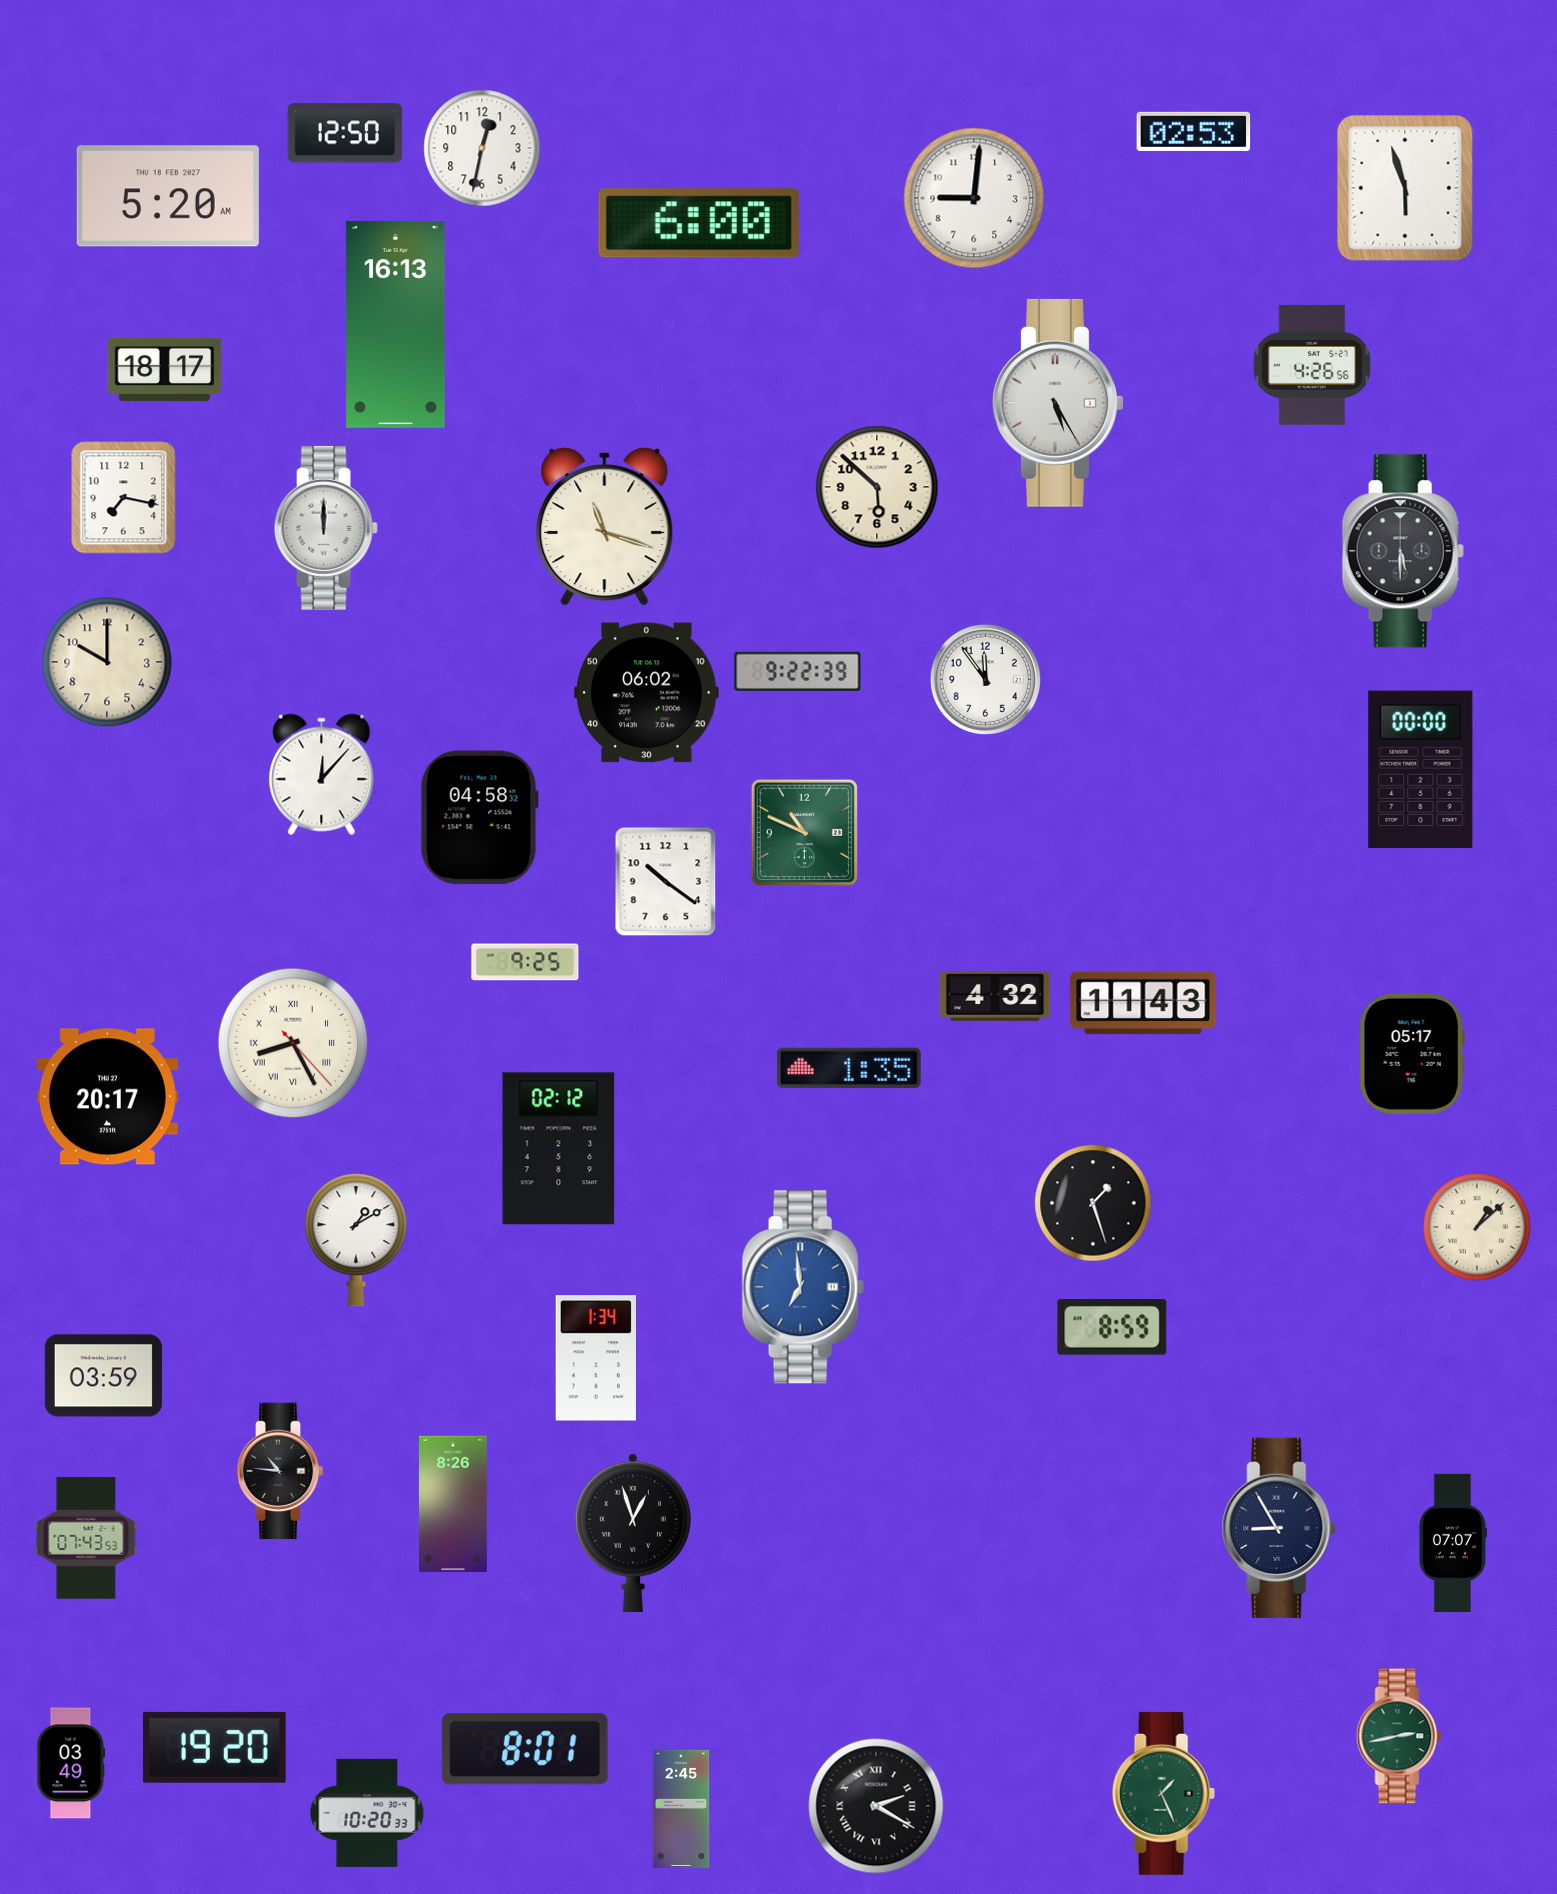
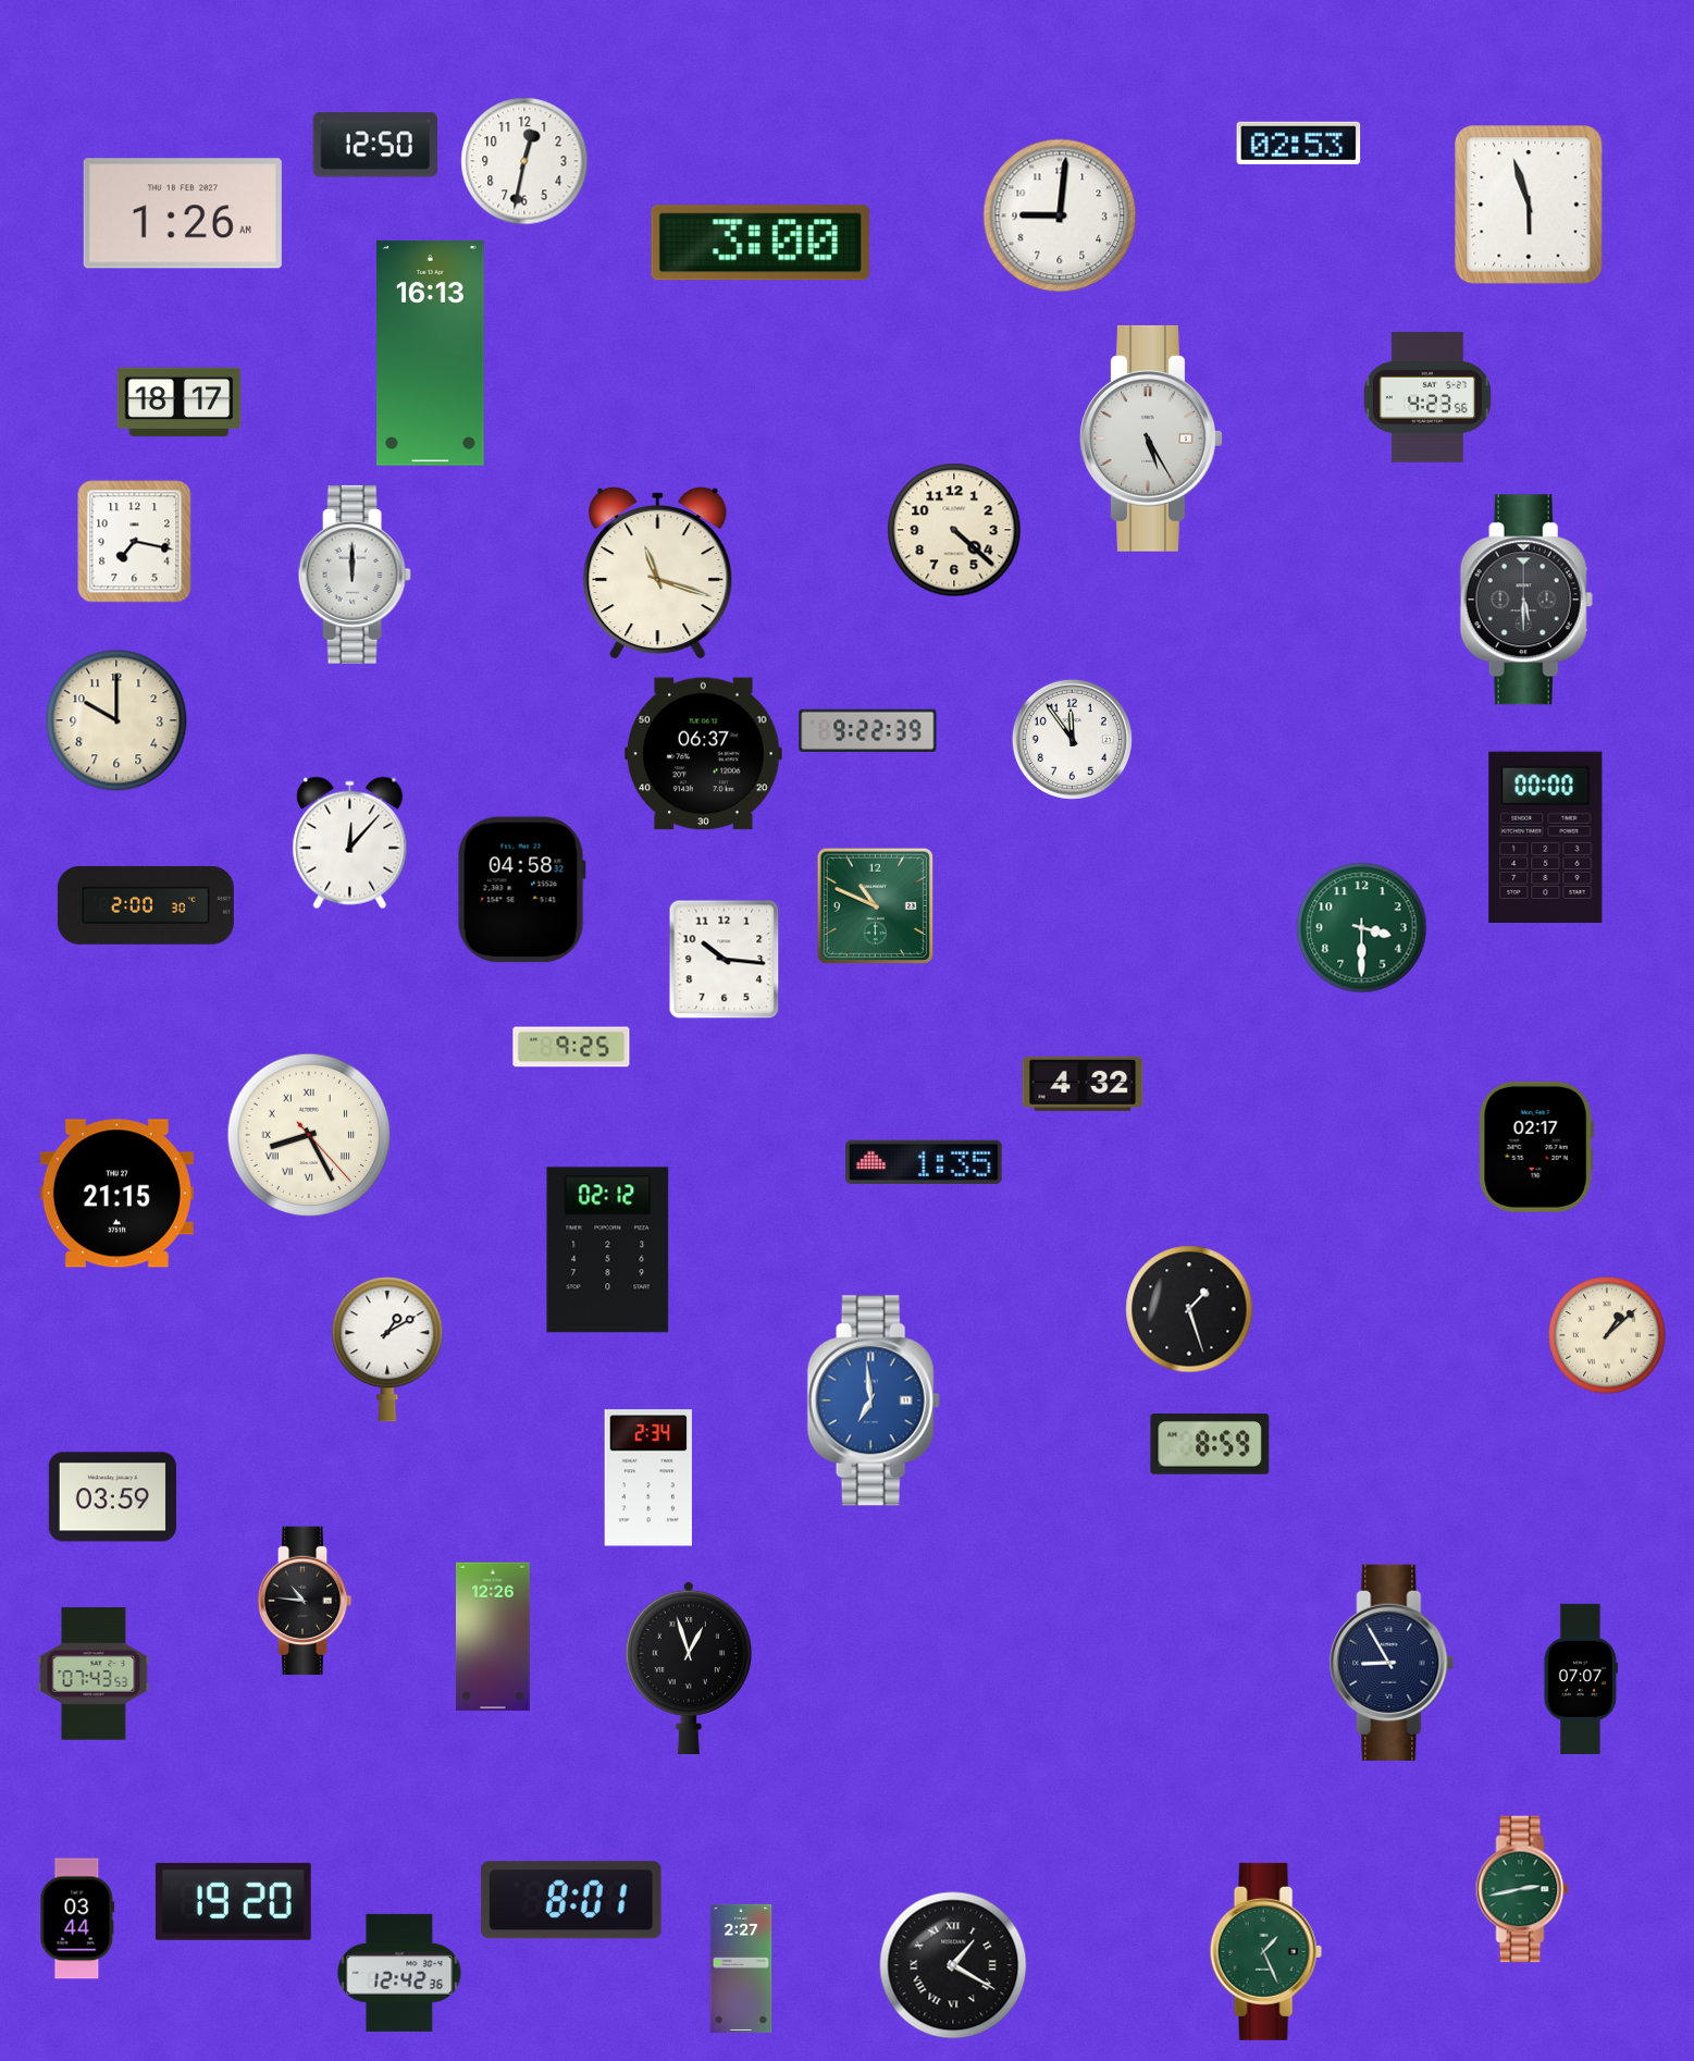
clock at (168, 196): 5:20 -> 1:26
clock at (699, 223): 6:00 -> 3:00
clock at (1312, 365): 4:26 -> 4:23
clock at (877, 487): 5:52 -> 4:22
clock at (647, 693): 06:02 -> 06:37
clock at (146, 905): none -> 2:00
clock at (1362, 928): none -> 3:30
clock at (666, 882): 10:21 -> 10:16
clock at (1143, 1003): 11:43 -> none
clock at (293, 1043) position: (293, 1043) -> (309, 1135)
clock at (1412, 1054): 05:17 -> 02:17
clock at (107, 1097): 20:17 -> 21:15
clock at (596, 1358): 1:34 -> 2:34
clock at (453, 1504): 8:26 -> 12:26
clock at (525, 1749) position: (525, 1749) -> (571, 1900)
clock at (71, 1763): 03:49 -> 03:44
clock at (876, 1806): 2:20 -> 1:20
clock at (681, 1809): 2:45 -> 2:27
clock at (367, 1813): 10:20 -> 12:42
